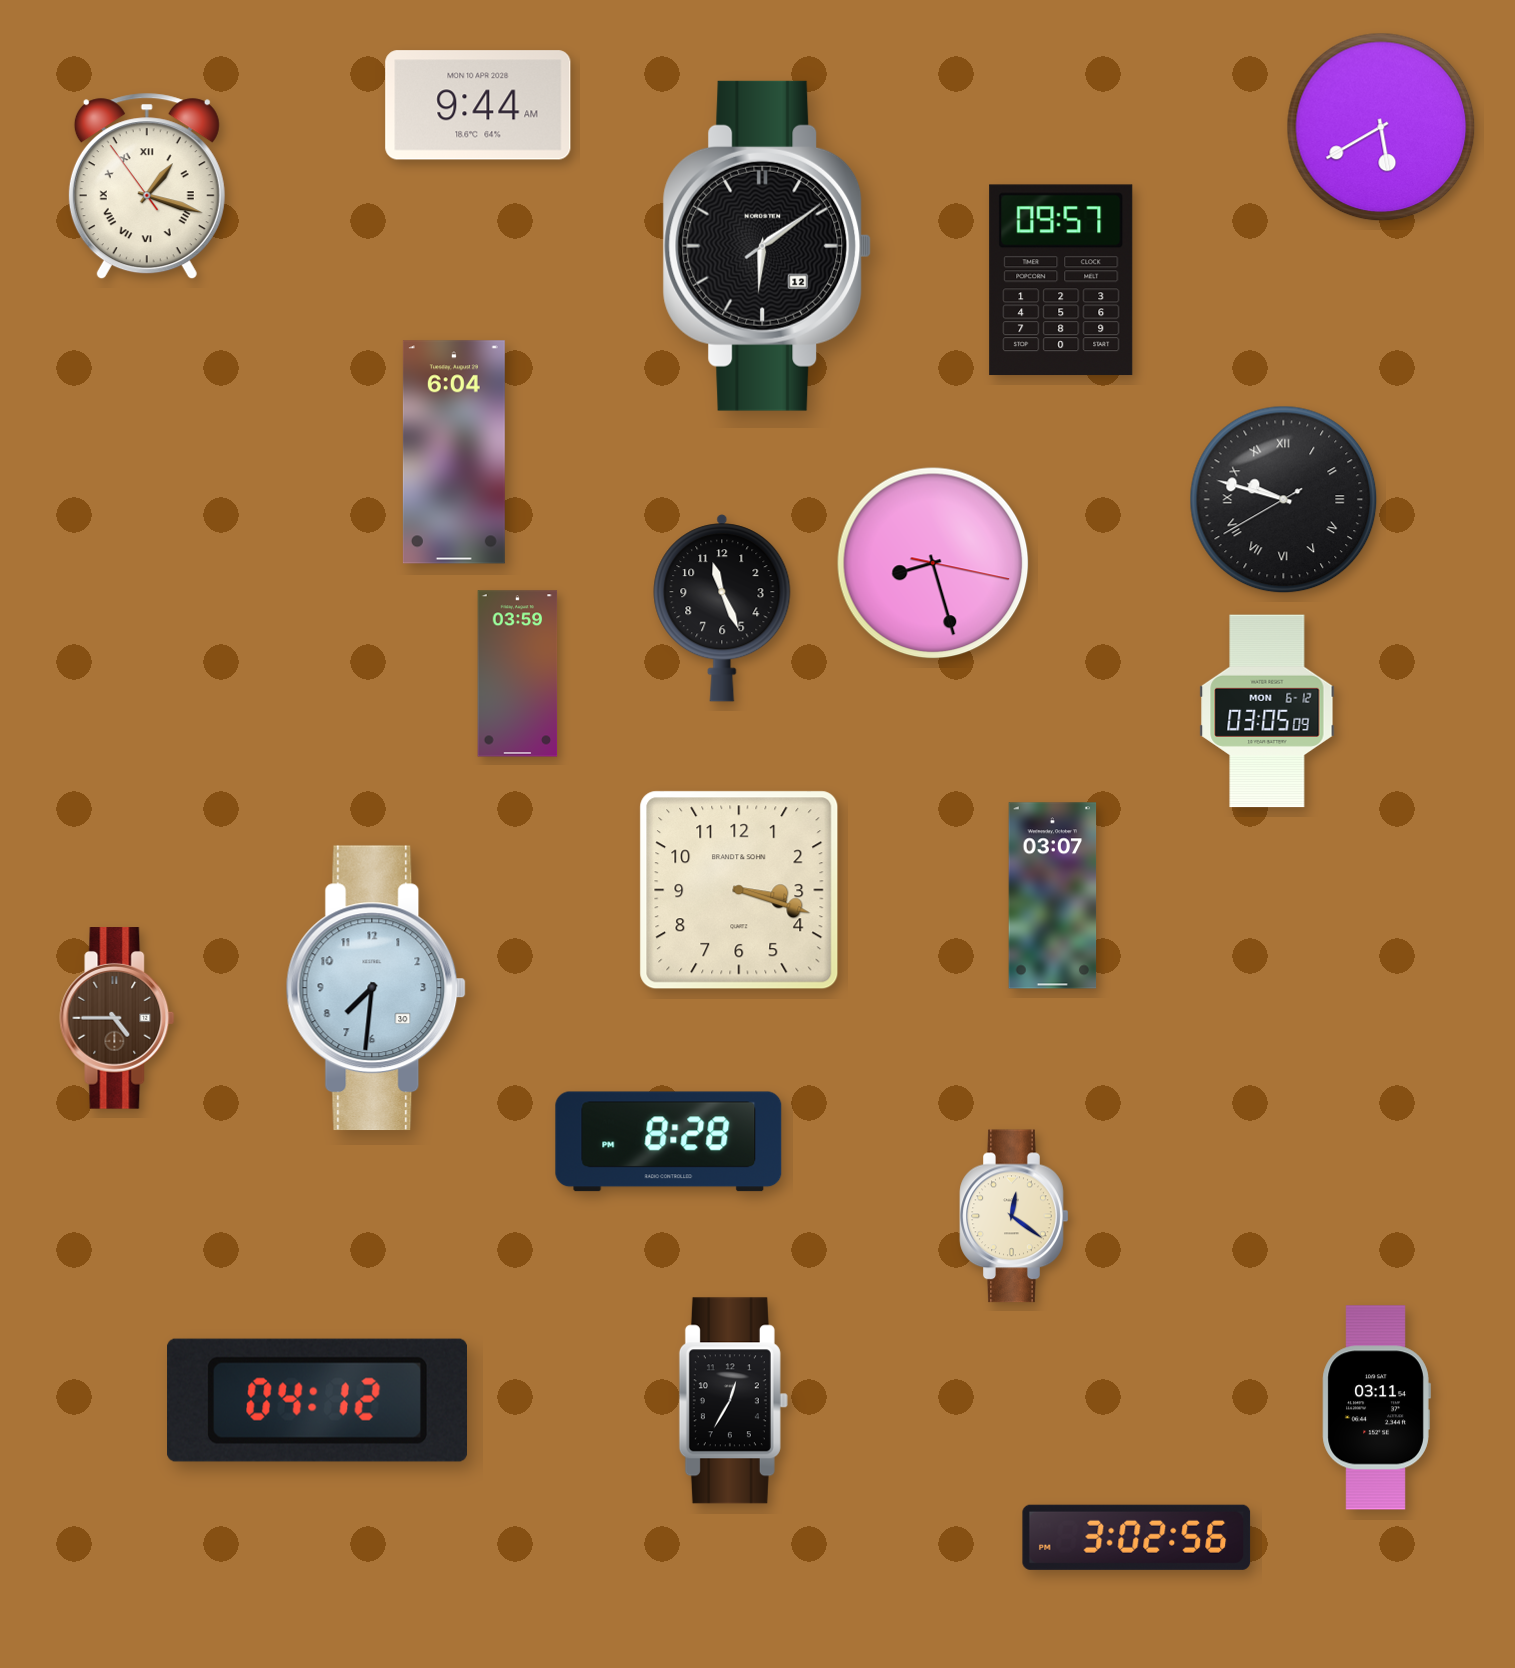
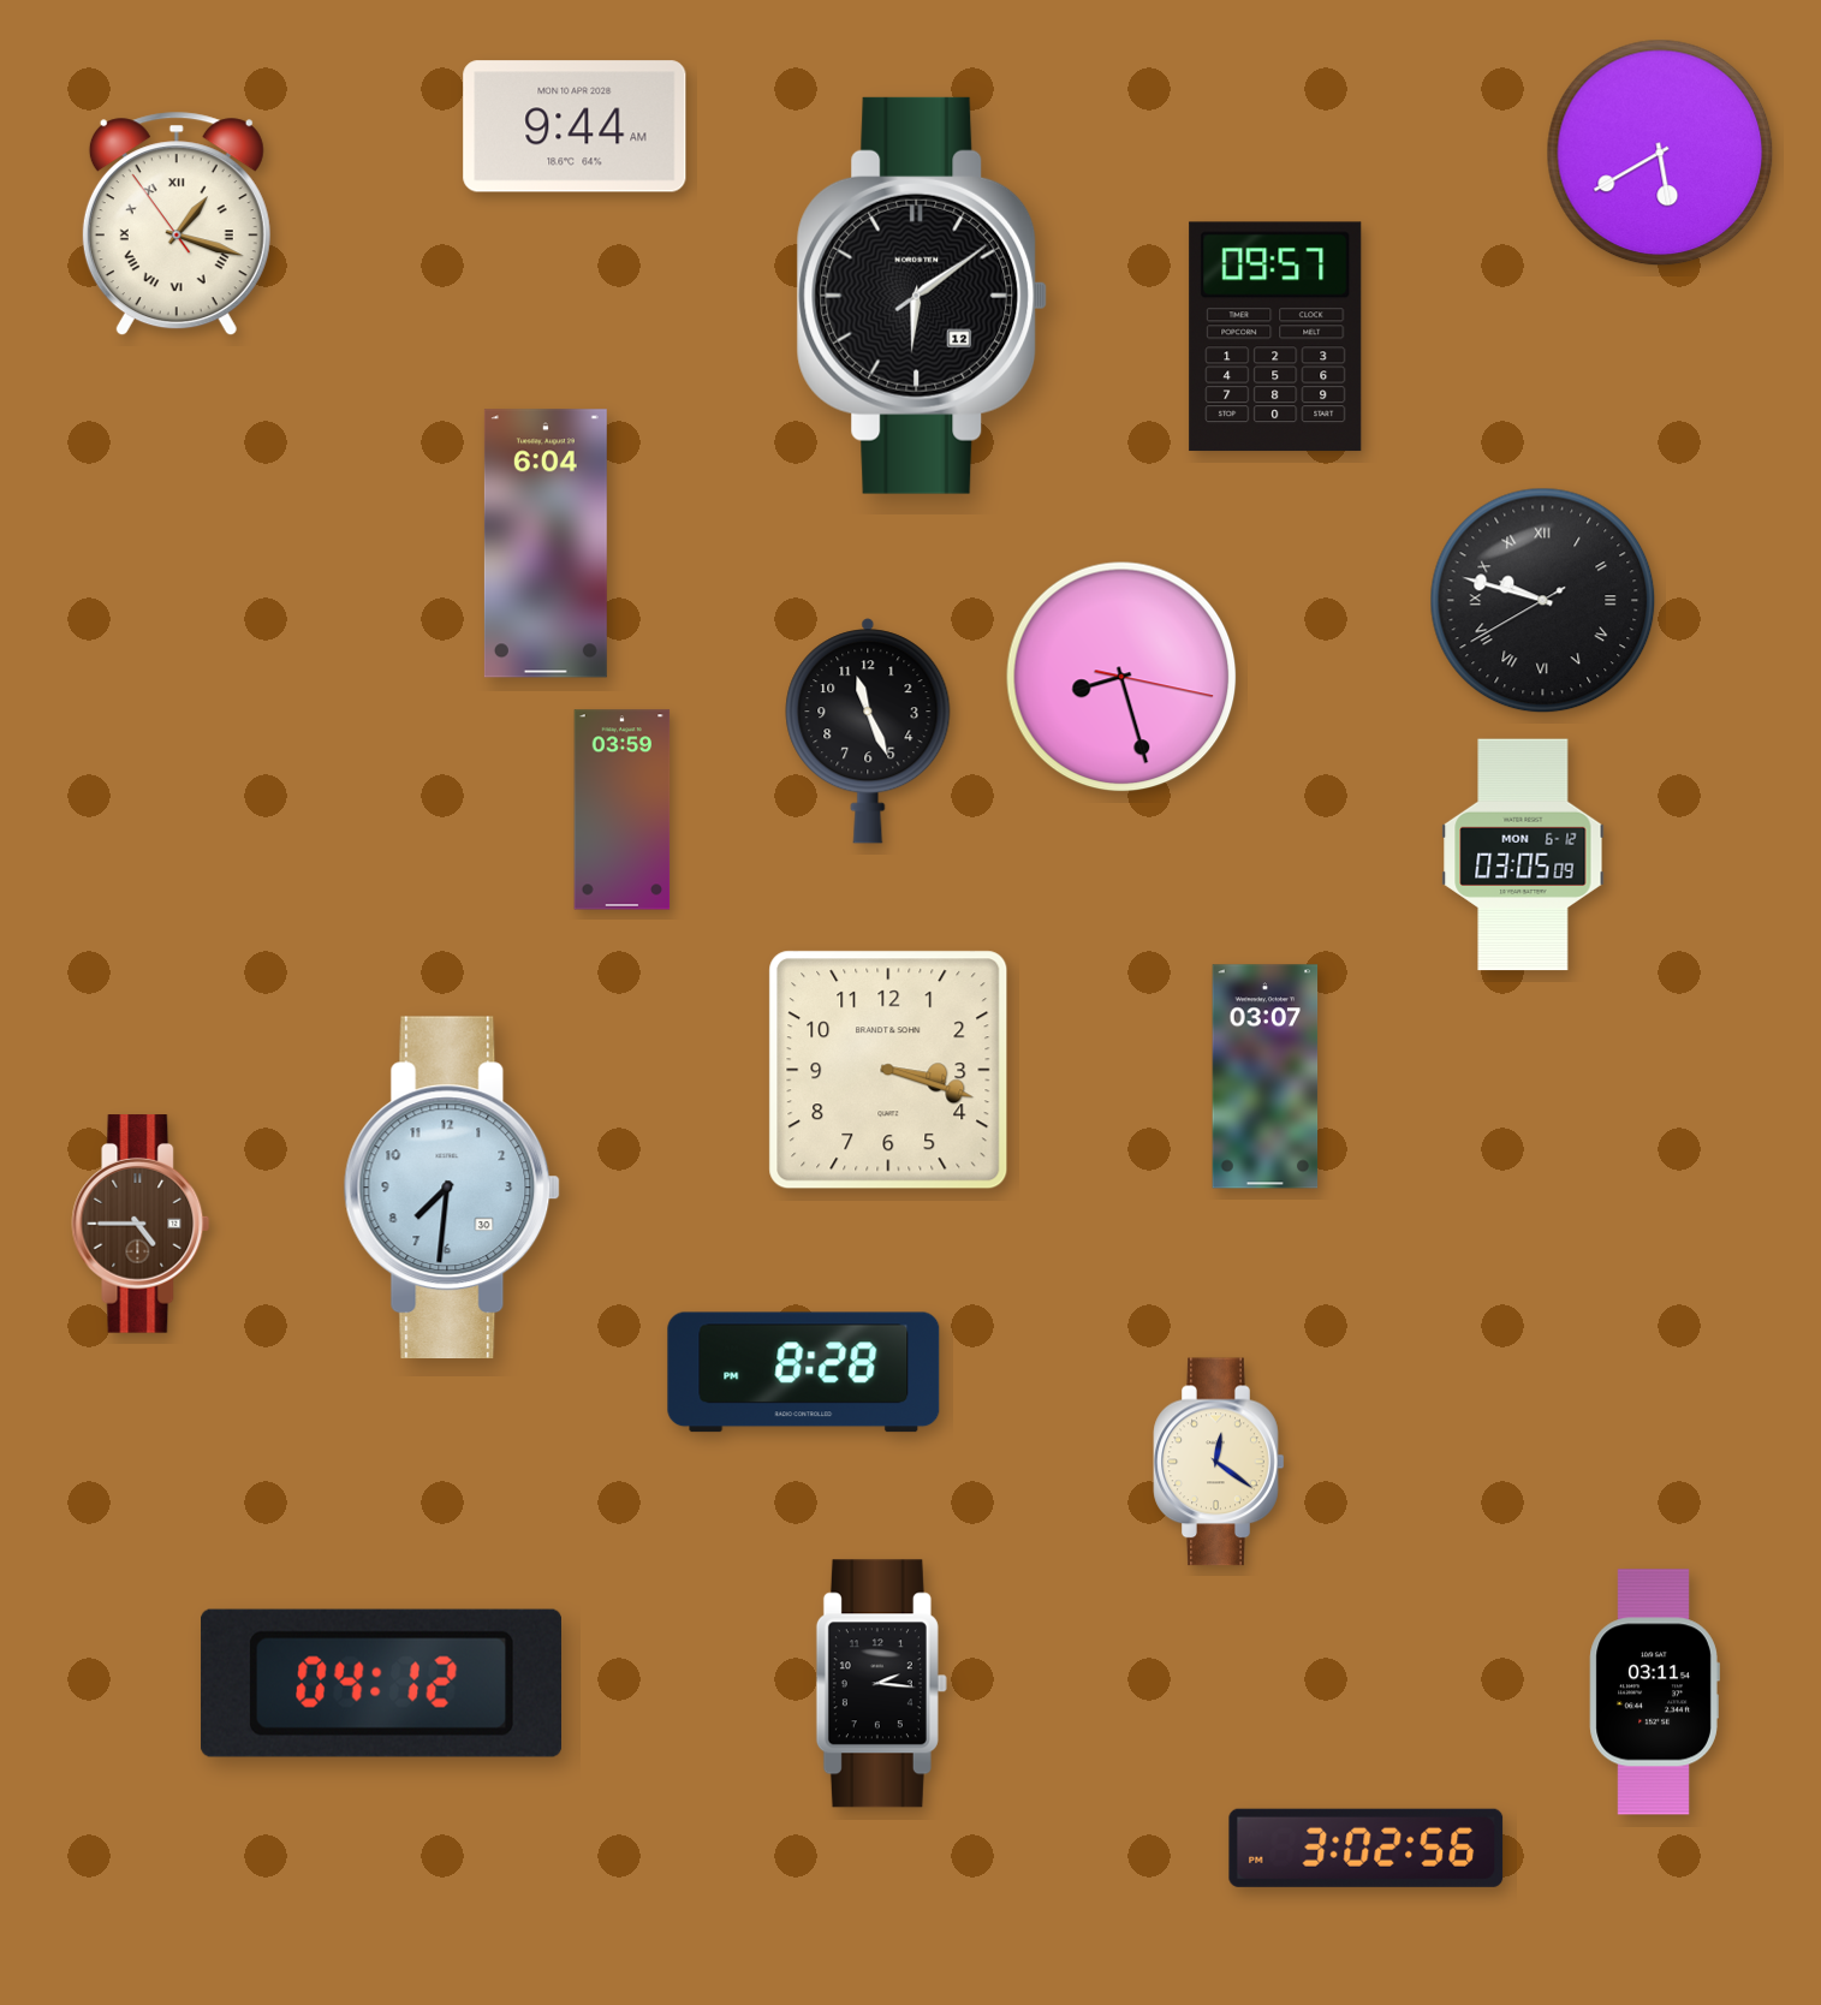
clock at (733, 1401): 12:35 -> 2:16
